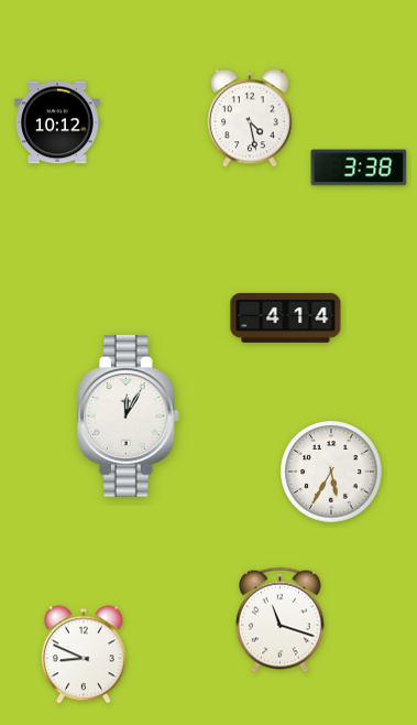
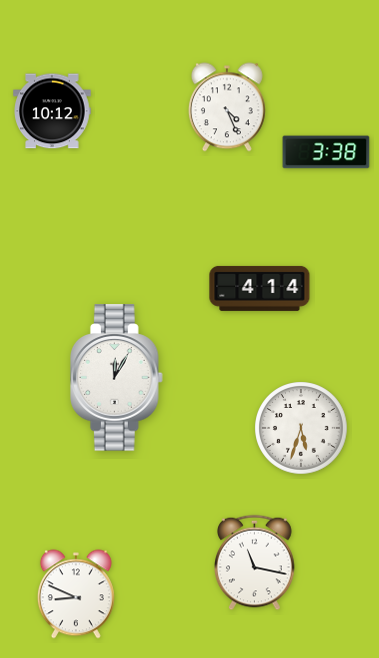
clock at (250, 118): 4:28 -> 4:26
clock at (331, 472): 5:35 -> 5:33
clock at (281, 620): 11:18 -> 11:17
